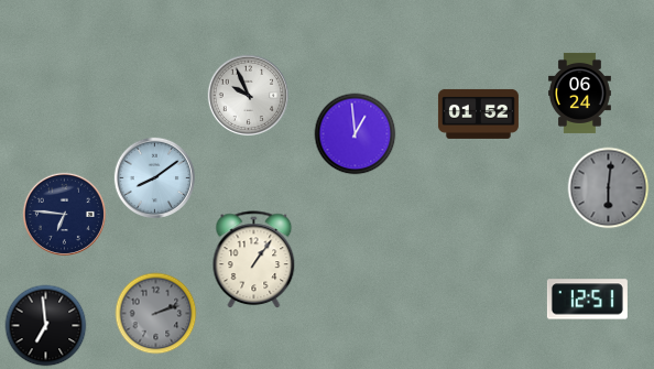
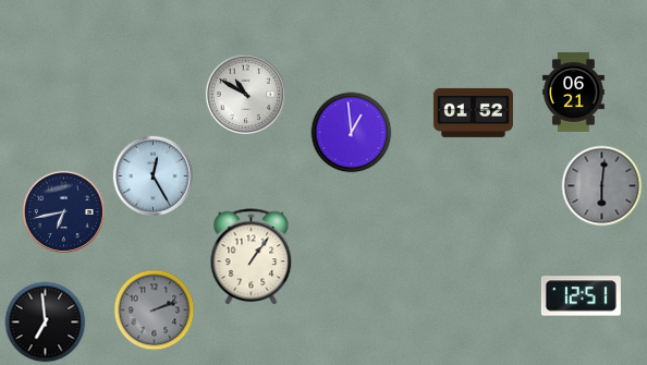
clock at (580, 93): 06:24 -> 06:21
clock at (248, 95): 9:56 -> 10:50
clock at (154, 177): 8:09 -> 12:25
clock at (64, 214): 6:46 -> 6:43
